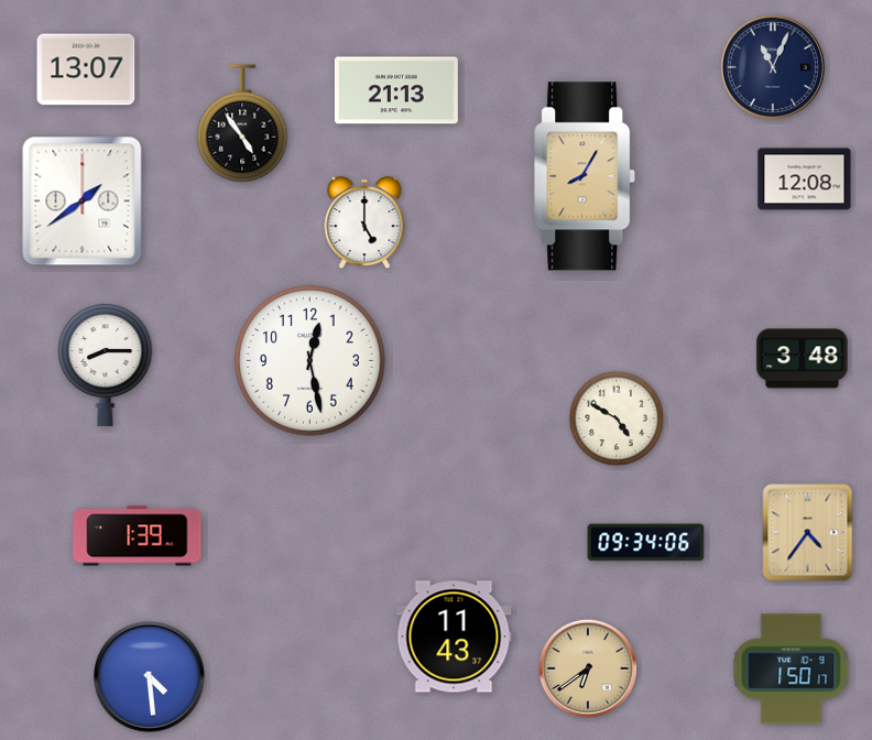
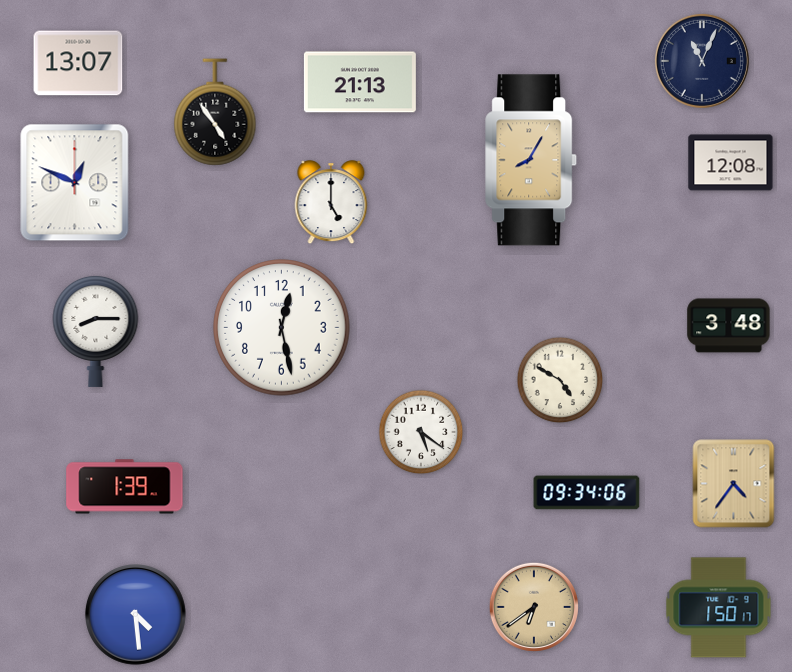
clock at (242, 123) position: (242, 123) -> (215, 112)
clock at (83, 202): 1:39 -> 12:49
clock at (421, 432): none -> 5:21
clock at (454, 636): 11:43 -> none
